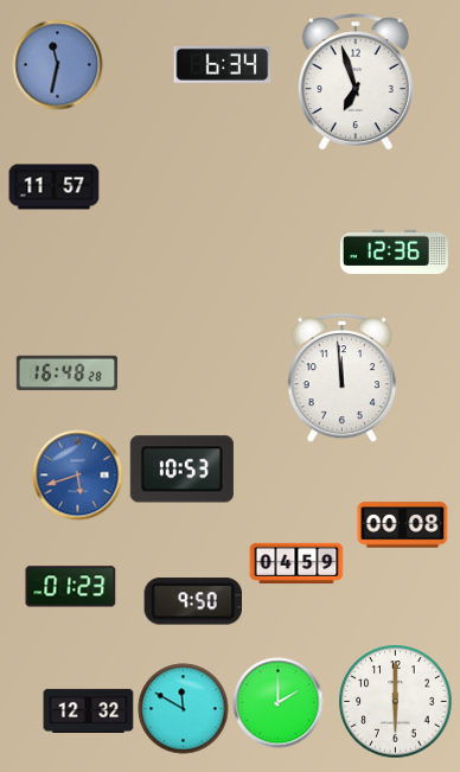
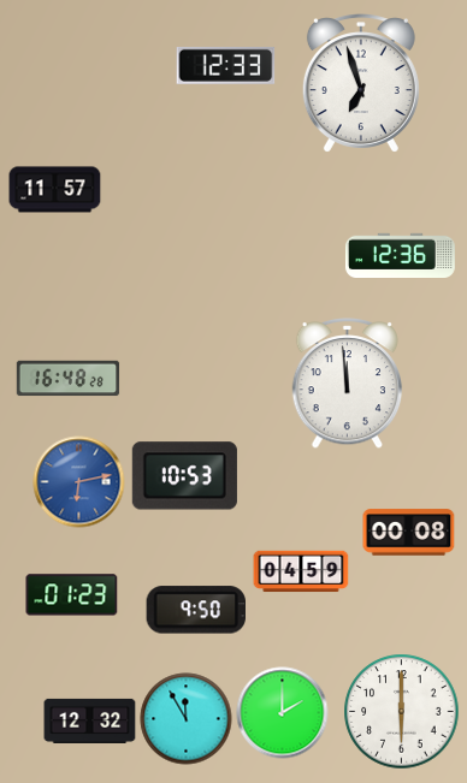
clock at (223, 64): 6:34 -> 12:33
clock at (58, 65): 11:32 -> none
clock at (78, 476): 5:42 -> 6:13
clock at (184, 709): 11:50 -> 11:55
